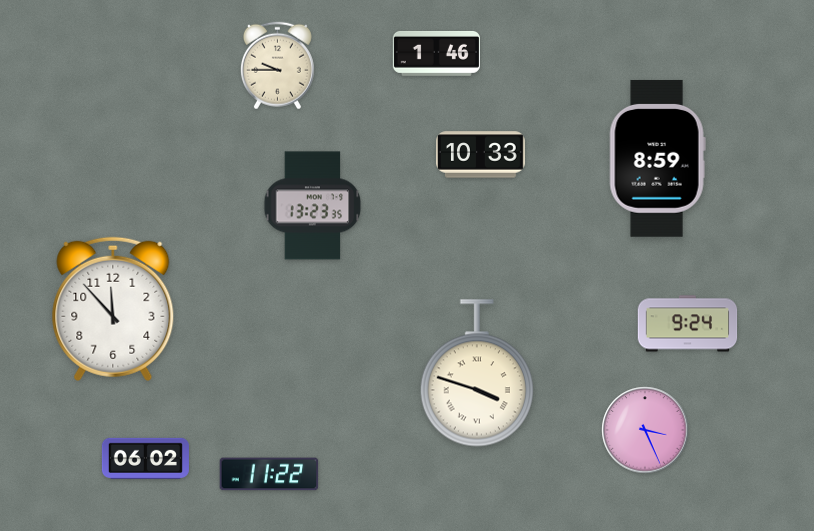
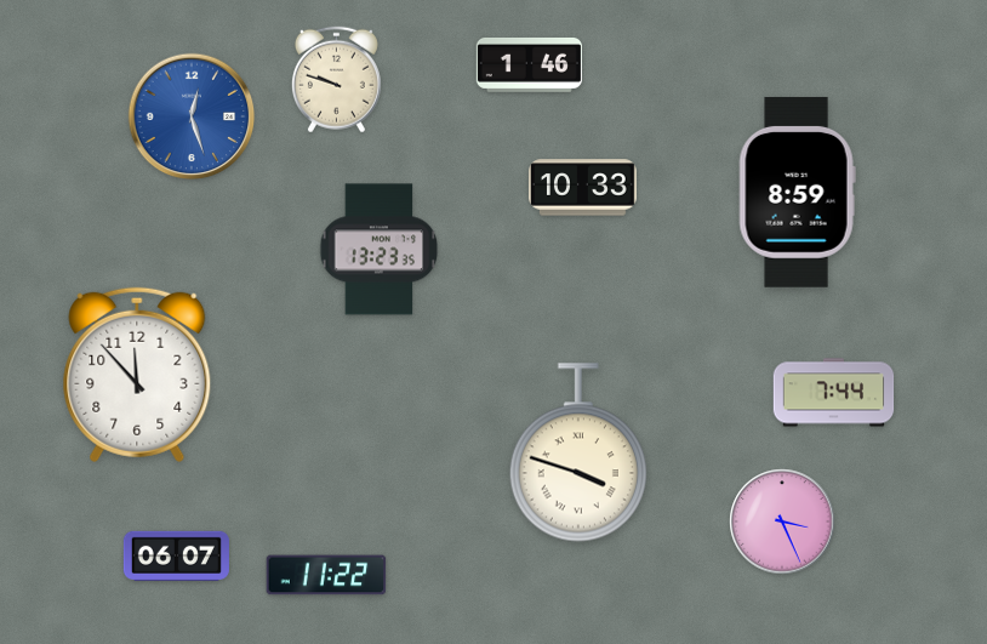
clock at (277, 66): 9:45 -> 9:48
clock at (192, 116): none -> 12:27
clock at (688, 324): 9:24 -> 7:44
clock at (145, 458): 06:02 -> 06:07
